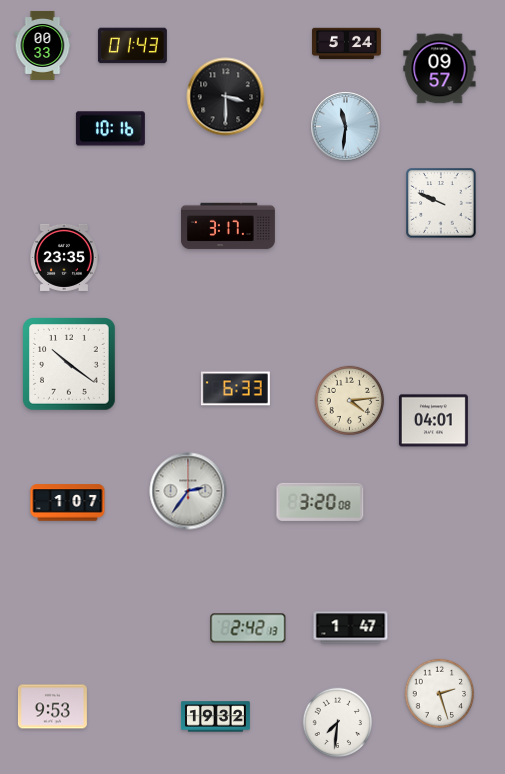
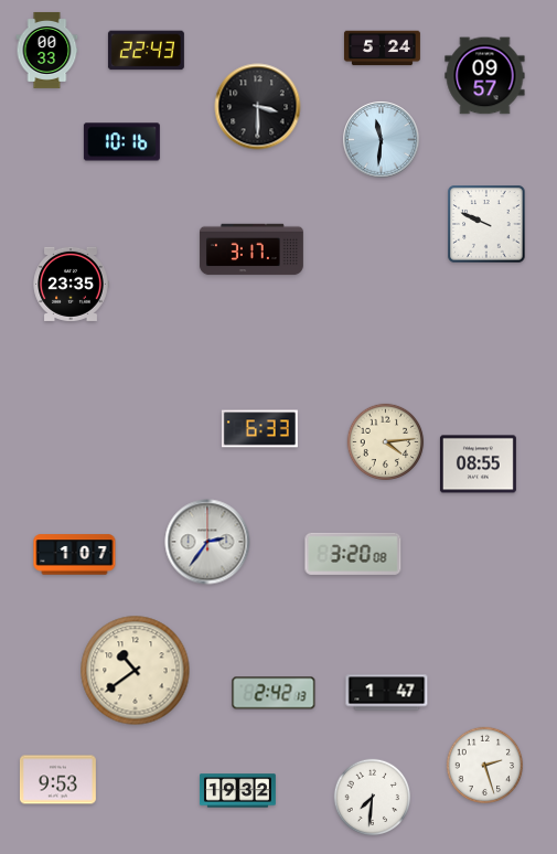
clock at (132, 46): 01:43 -> 22:43
clock at (226, 97) position: (226, 97) -> (258, 107)
clock at (70, 365): 10:21 -> none
clock at (433, 421): 04:01 -> 08:55
clock at (136, 671): none -> 10:39
